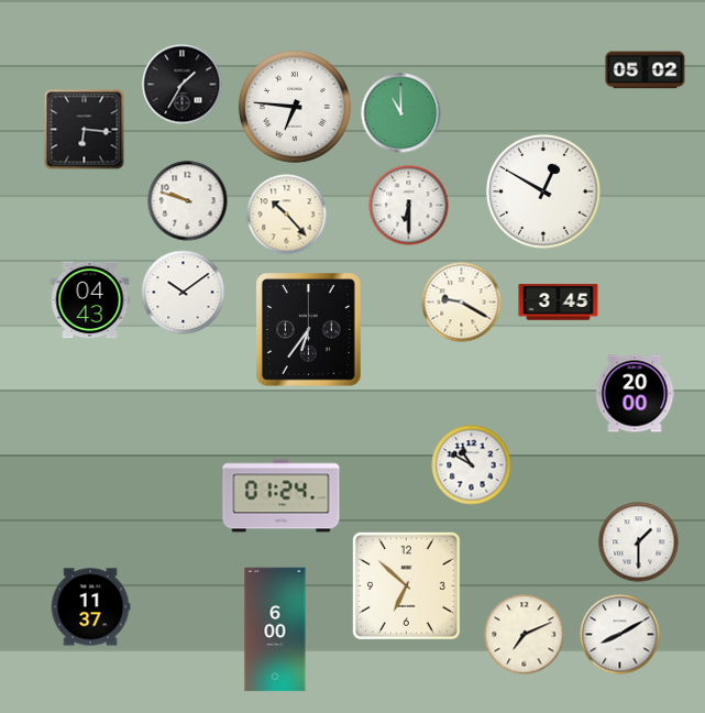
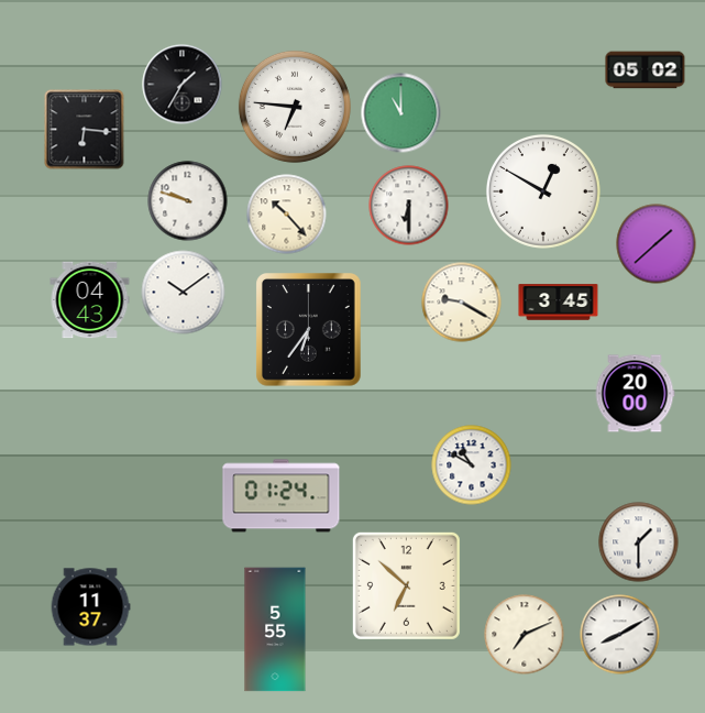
clock at (657, 244): none -> 1:38
clock at (275, 629): 6:00 -> 5:55
